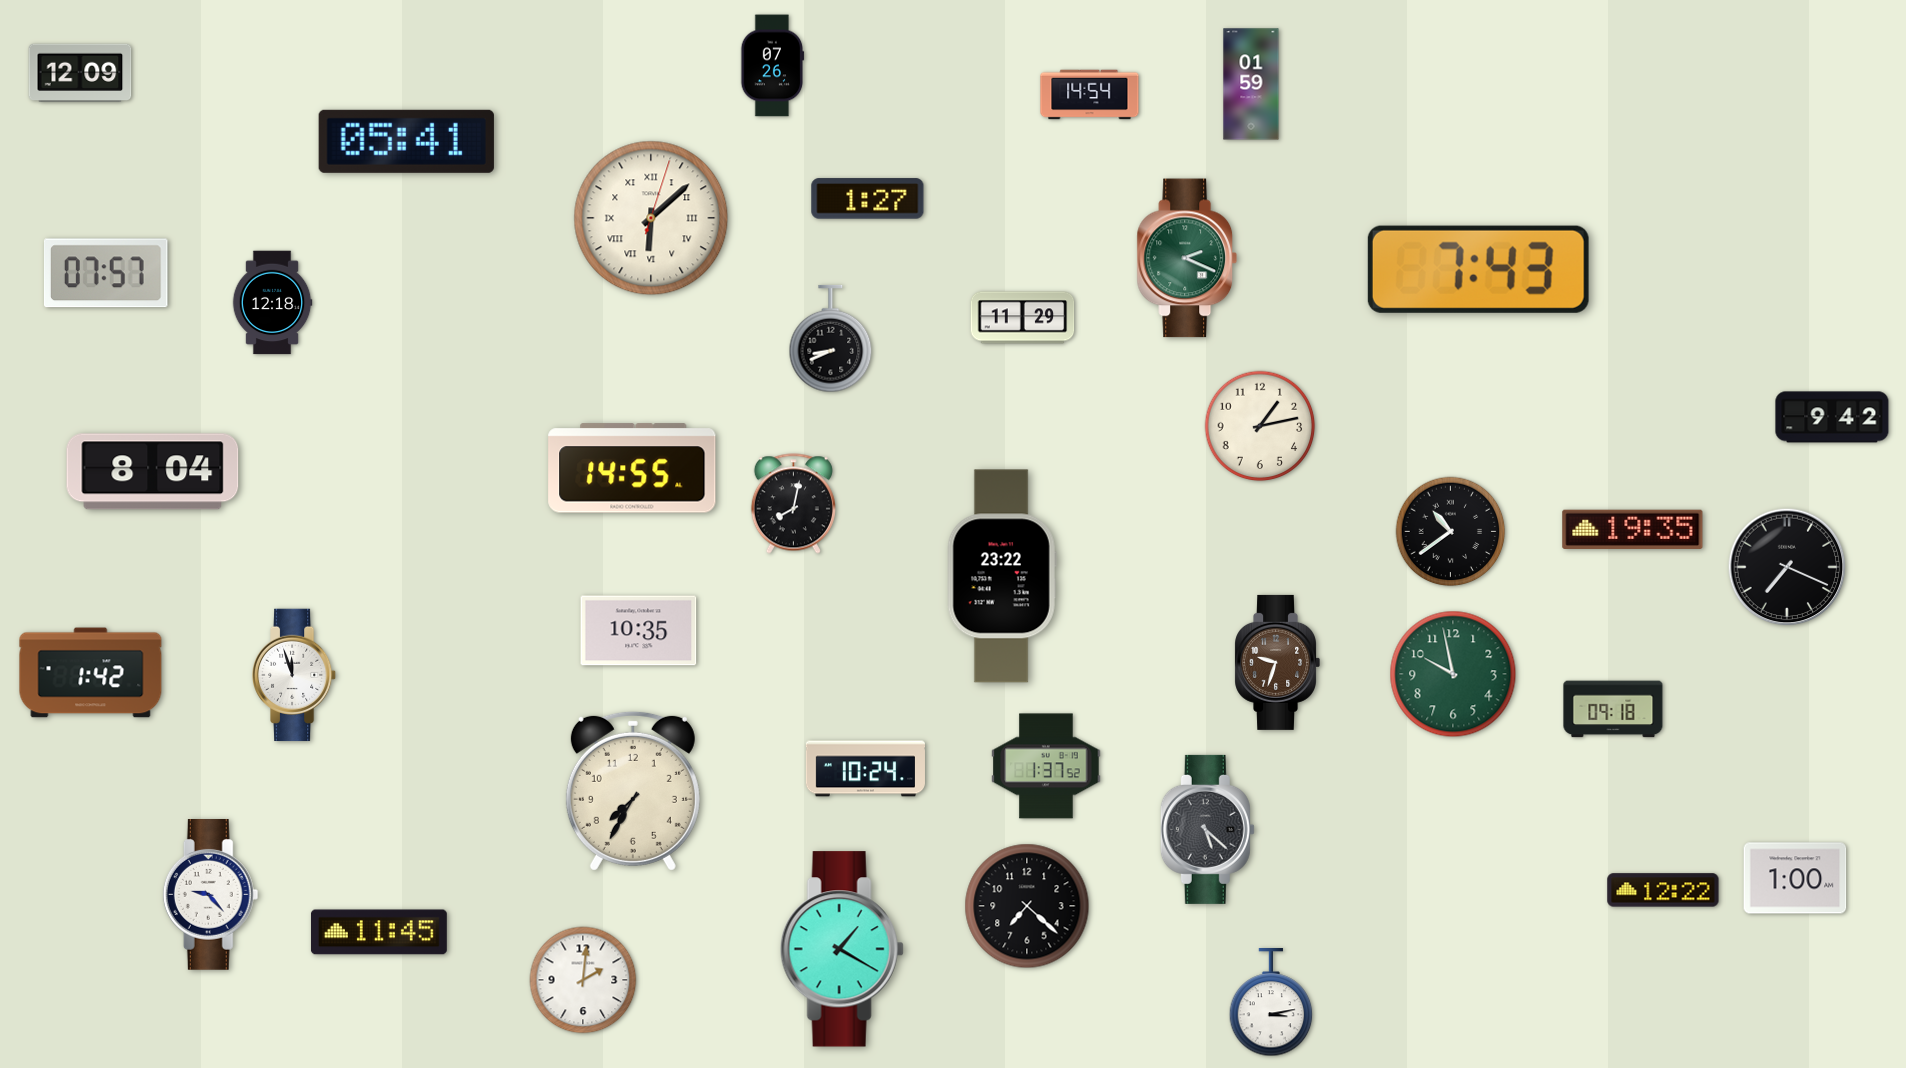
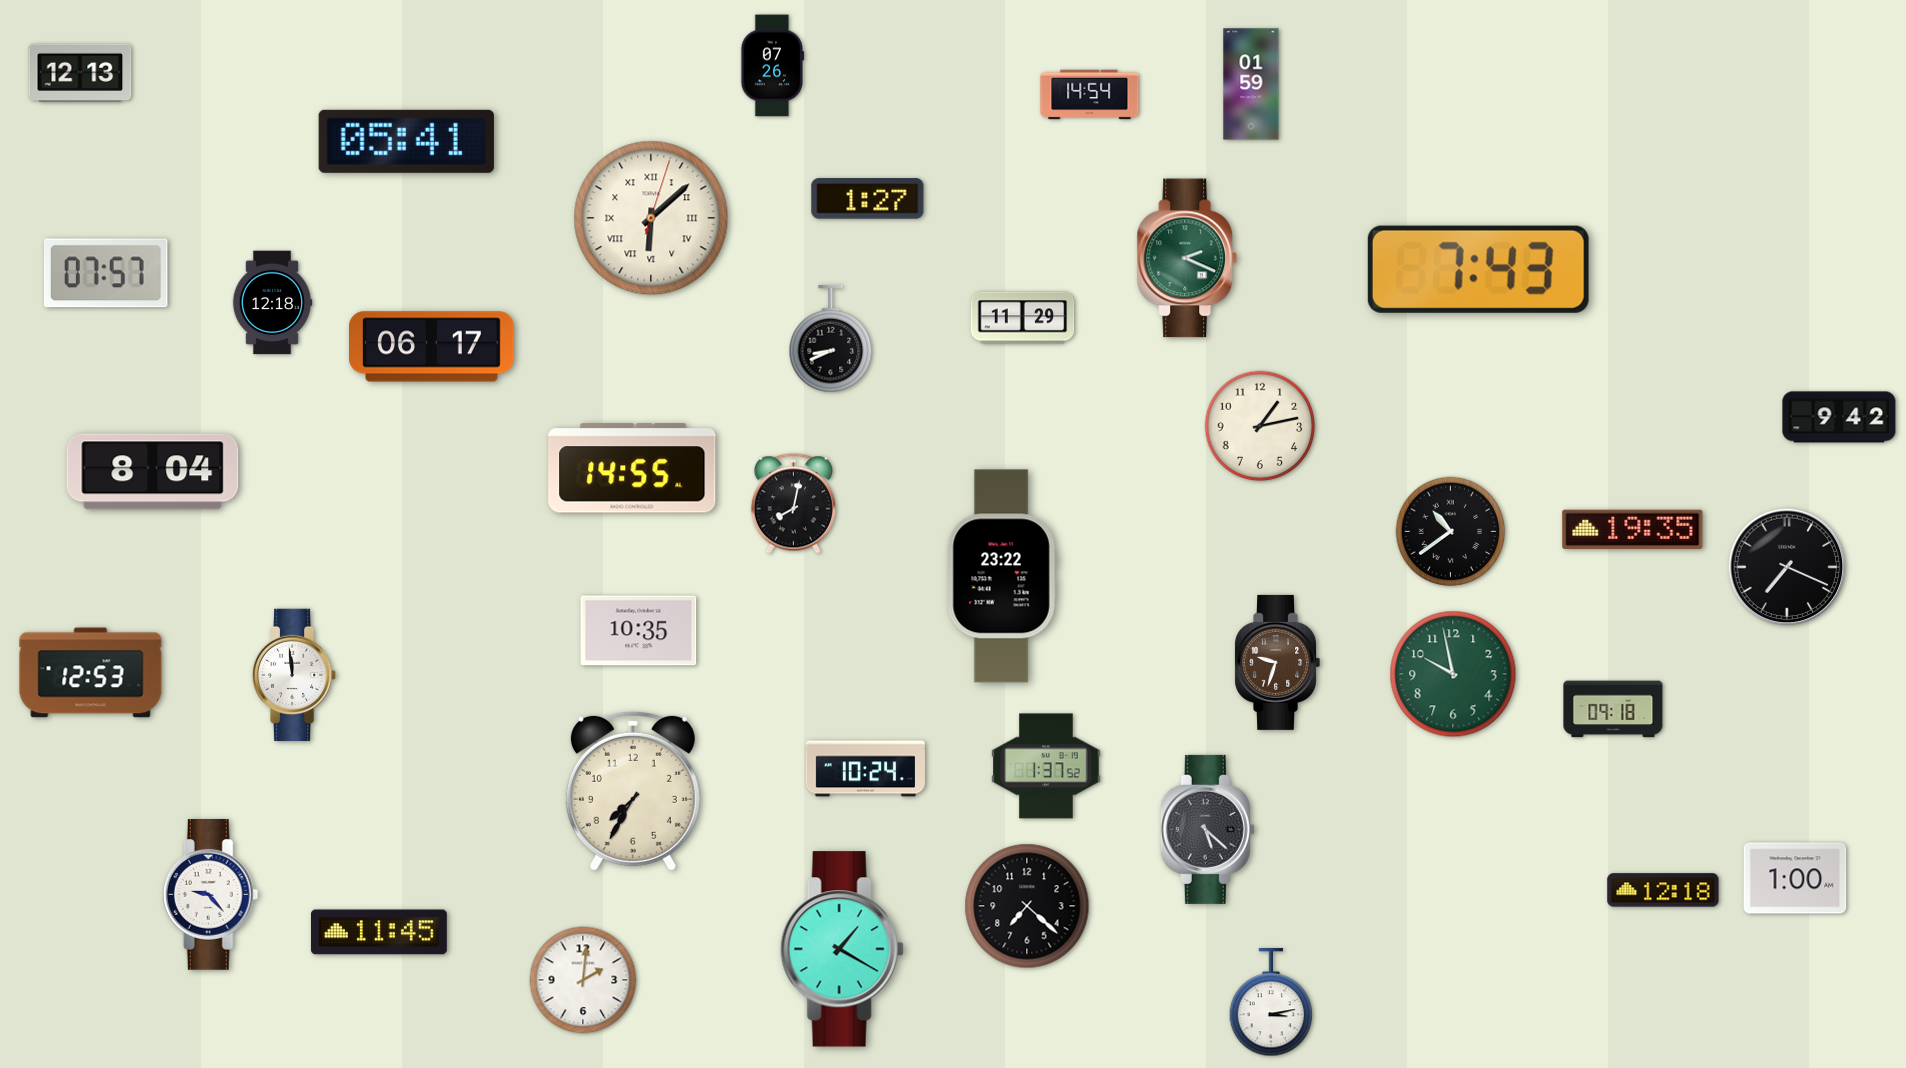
clock at (80, 72): 12:09 -> 12:13
clock at (432, 347): none -> 06:17
clock at (1832, 417) position: (1832, 417) -> (1839, 417)
clock at (91, 673): 1:42 -> 12:53
clock at (294, 675): 11:57 -> 11:59
clock at (1663, 890): 12:22 -> 12:18
